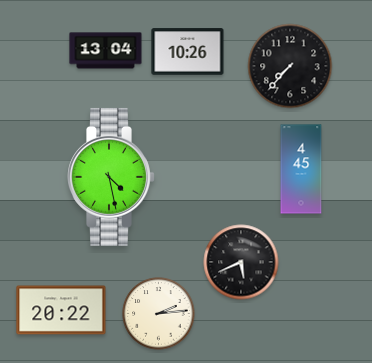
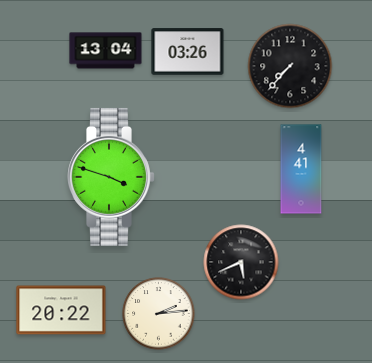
clock at (188, 52): 10:26 -> 03:26
clock at (301, 169): 4:45 -> 4:41
clock at (111, 177): 4:28 -> 3:48
